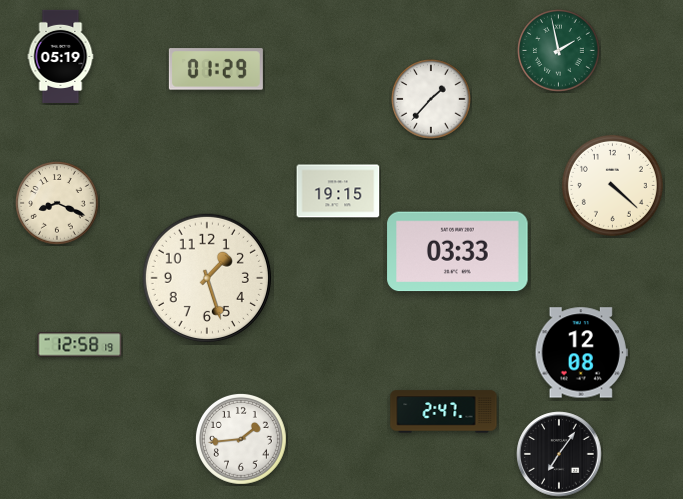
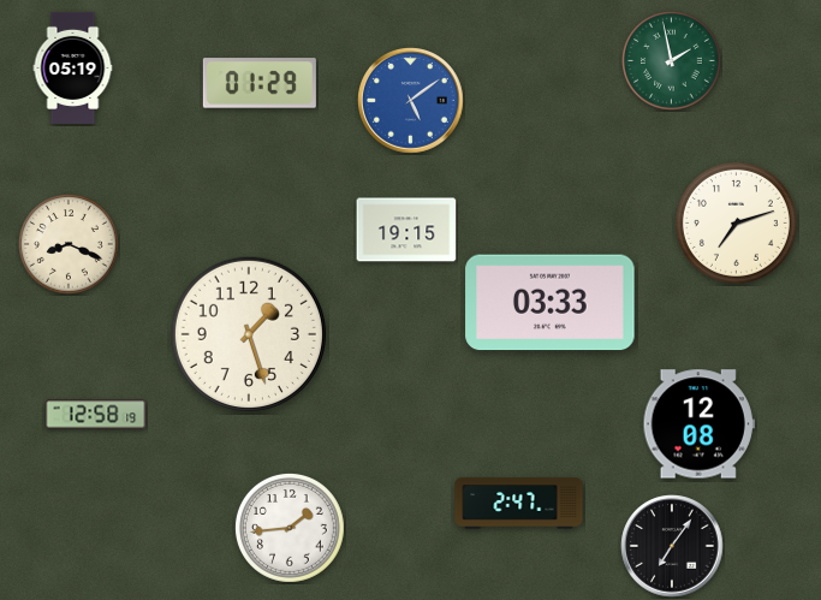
clock at (411, 101): none -> 5:09
clock at (431, 99): 1:37 -> none
clock at (612, 185): 4:22 -> 7:12
clock at (444, 412) position: (444, 412) -> (519, 504)
